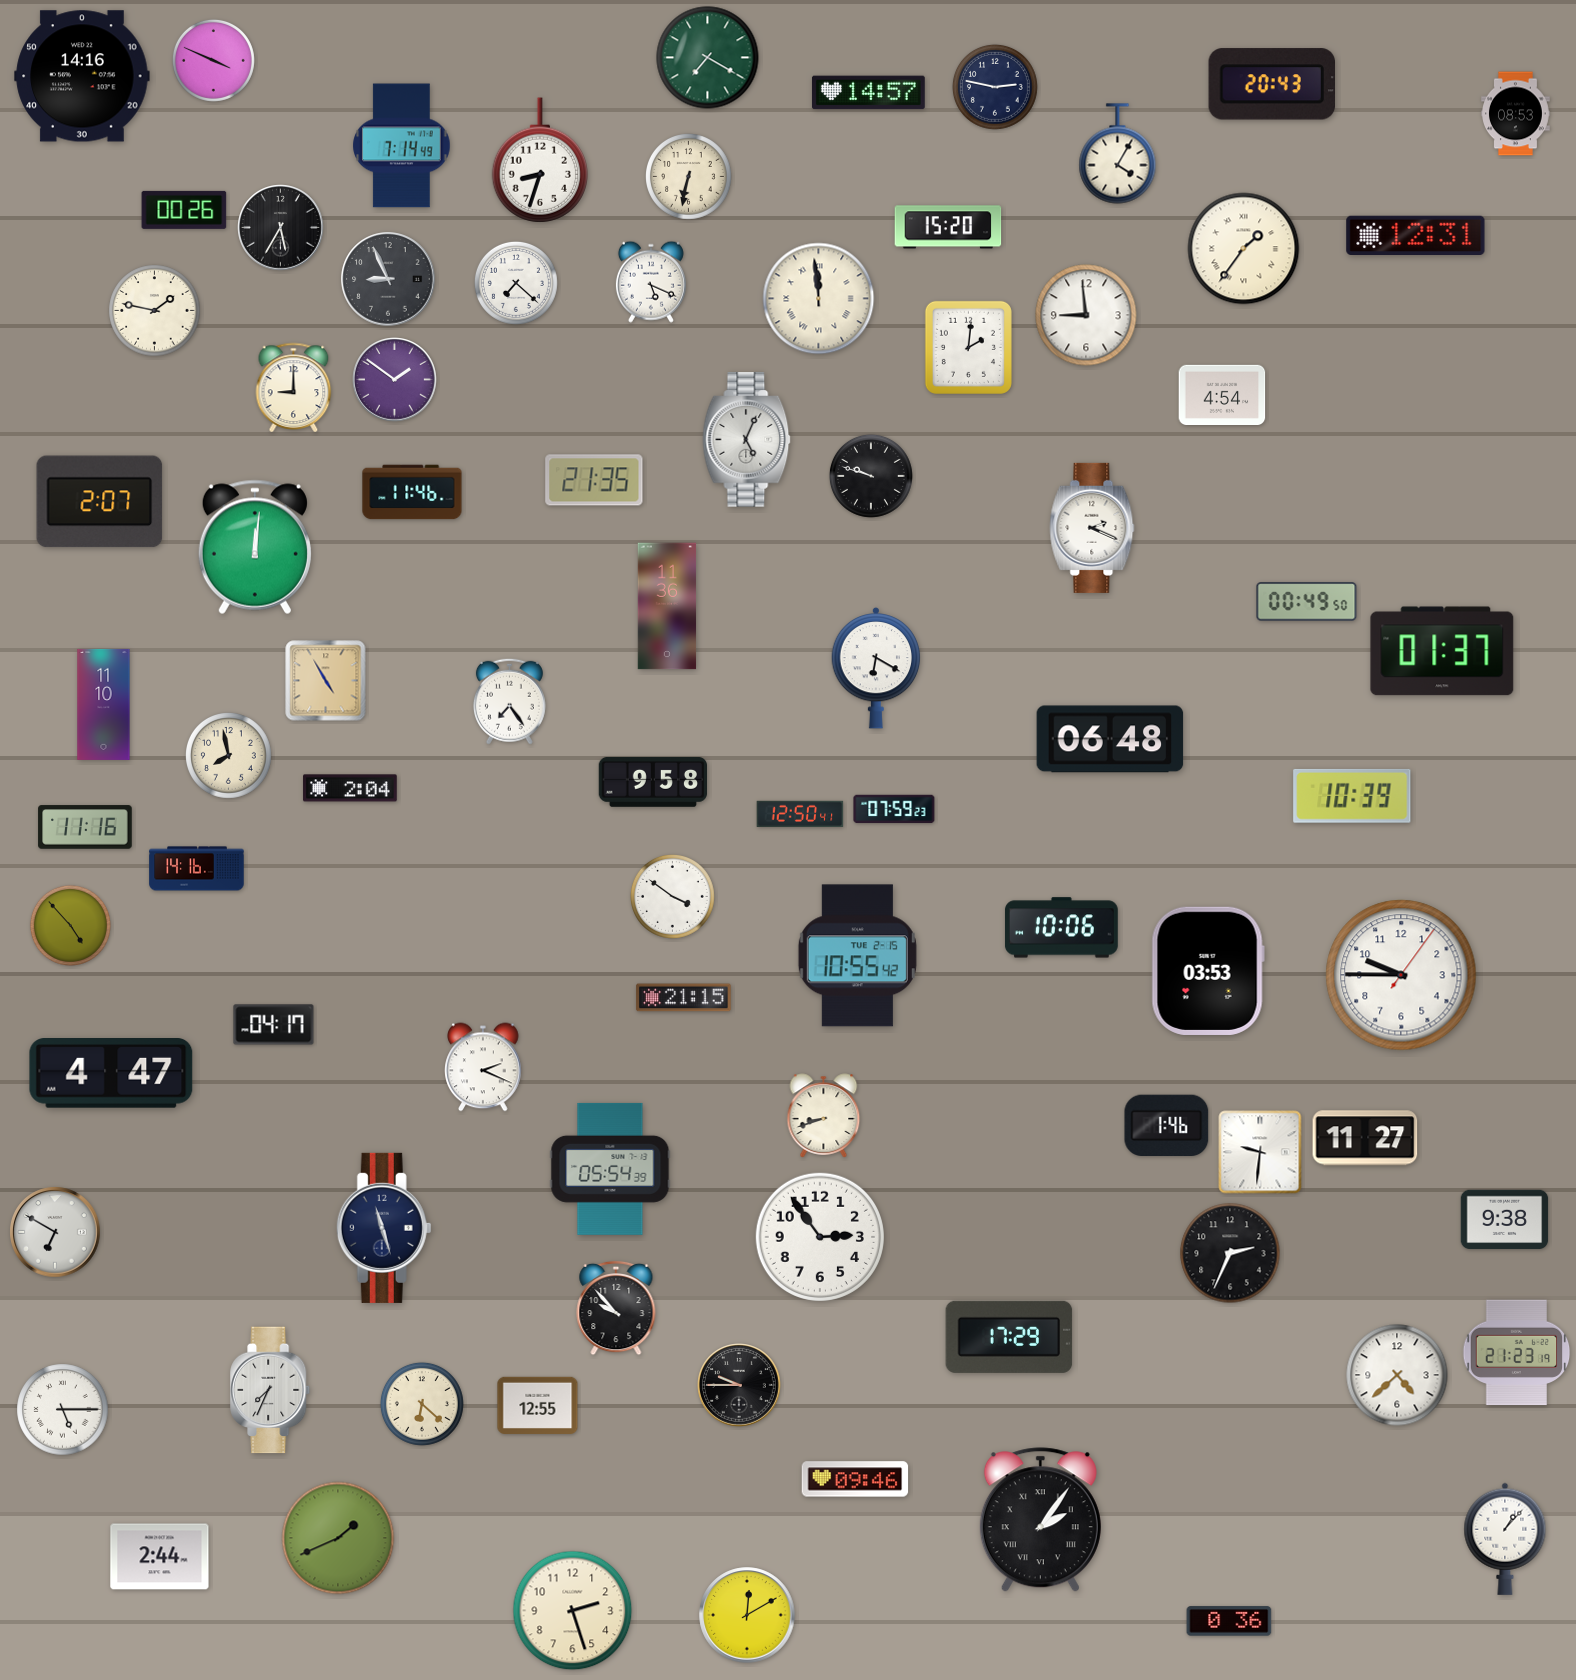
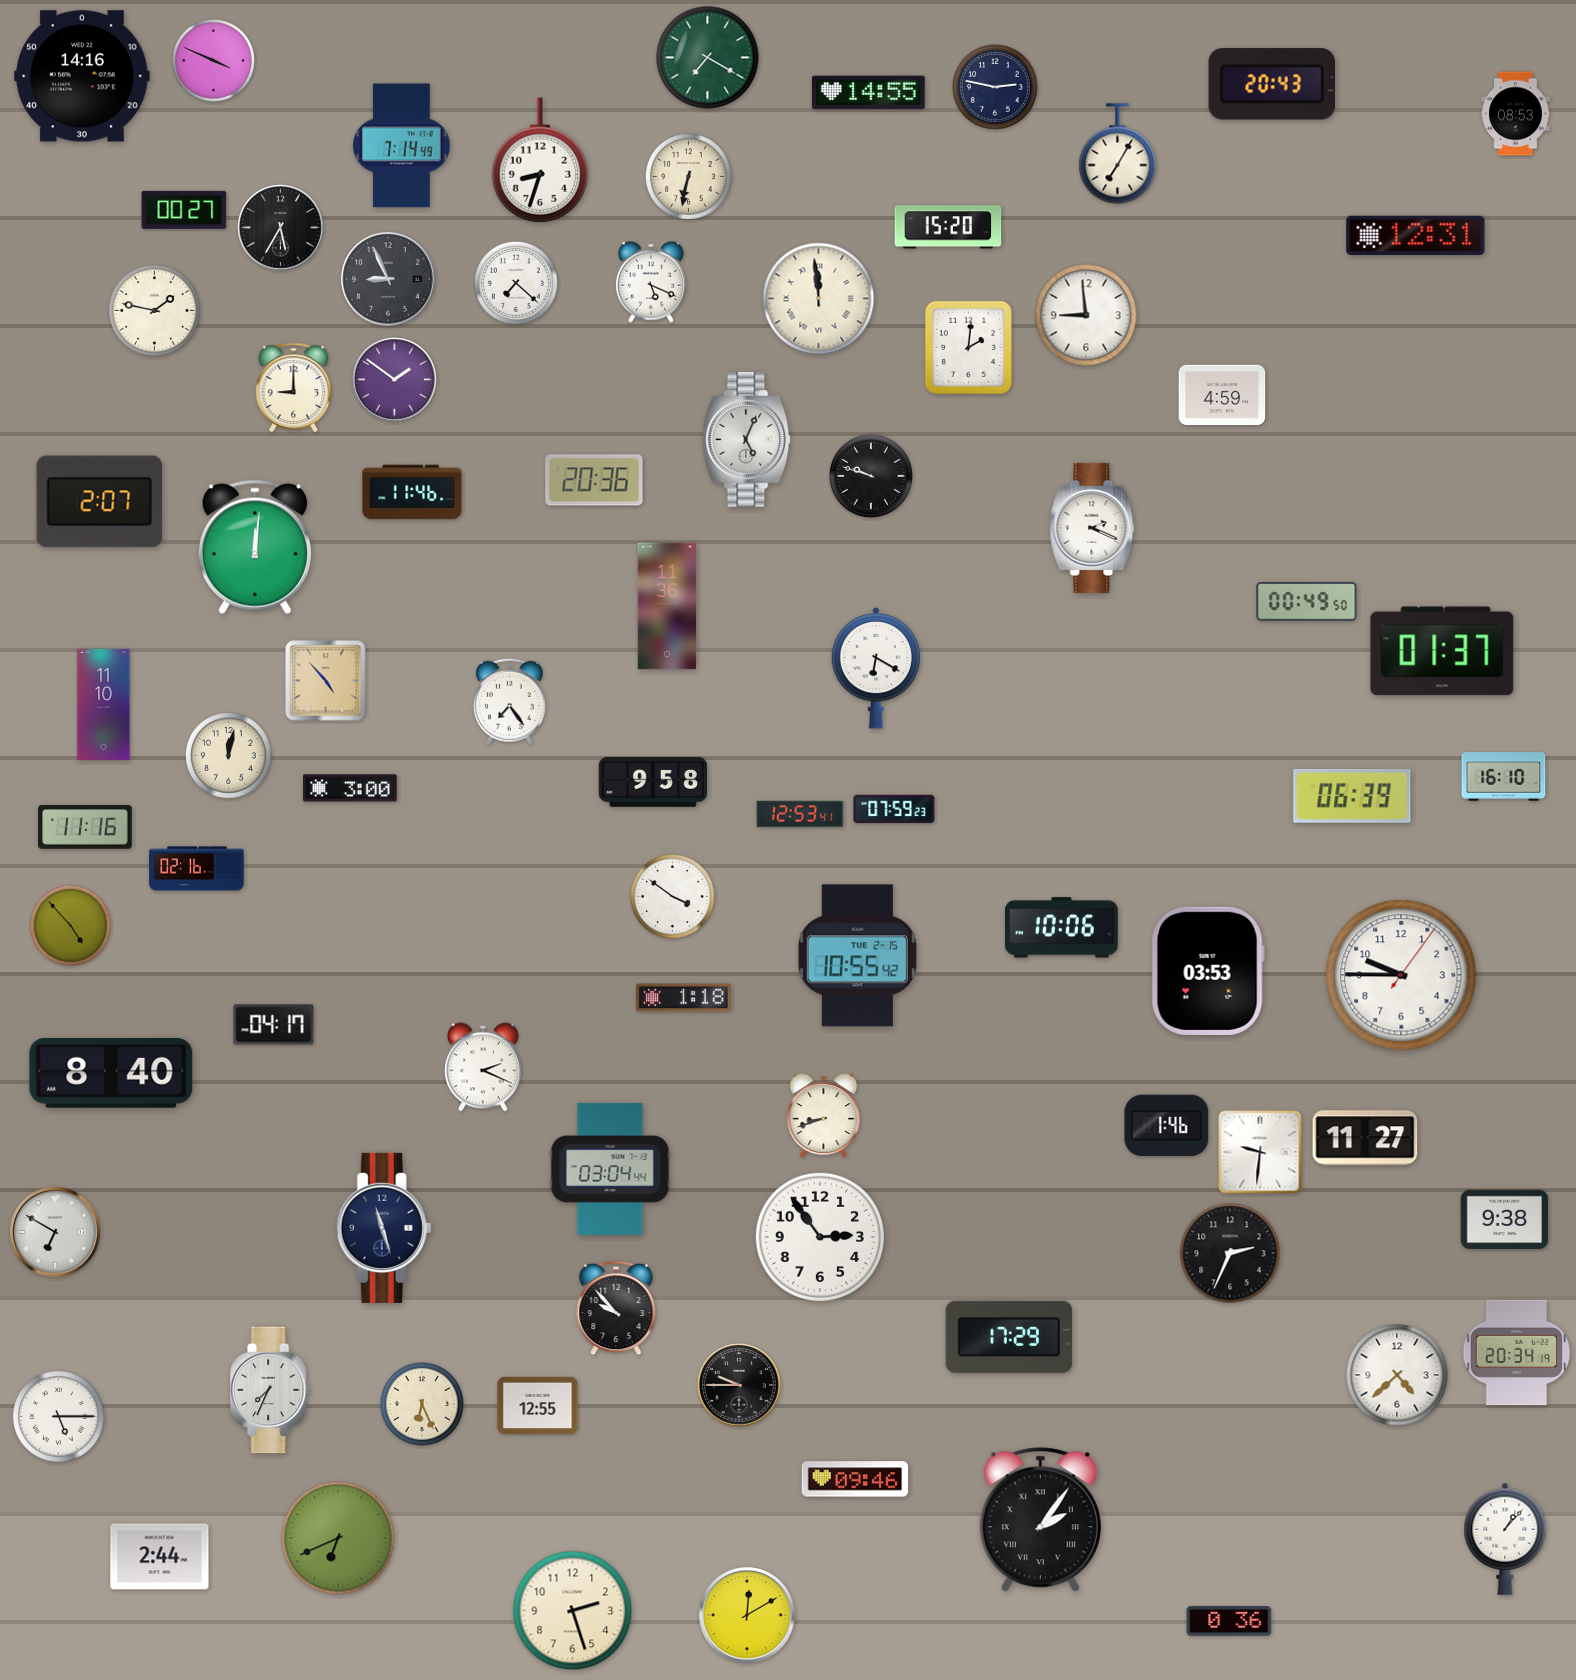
clock at (868, 93): 14:57 -> 14:55
clock at (1118, 154): 4:05 -> 7:05
clock at (184, 210): 00:26 -> 00:27
clock at (1244, 249): 1:36 -> none
clock at (1222, 394): 4:54 -> 4:59
clock at (594, 480): 21:35 -> 20:36
clock at (326, 681): 4:55 -> 4:53
clock at (1110, 739): 06:48 -> none
clock at (229, 756): 7:58 -> 12:02
clock at (1504, 777): none -> 16:10
clock at (350, 788): 2:04 -> 3:00
clock at (1352, 796): 10:39 -> 06:39
clock at (800, 813): 12:50 -> 12:53
clock at (197, 869): 14:16 -> 02:16
clock at (684, 998): 21:15 -> 1:18
clock at (111, 1073): 4:47 -> 8:40
clock at (610, 1169): 05:54 -> 03:04
clock at (1517, 1353): 21:23 -> 20:34
clock at (422, 1404): 6:22 -> 6:26
clock at (63, 1410) position: (63, 1410) -> (59, 1417)
clock at (338, 1538): 1:41 -> 6:41
